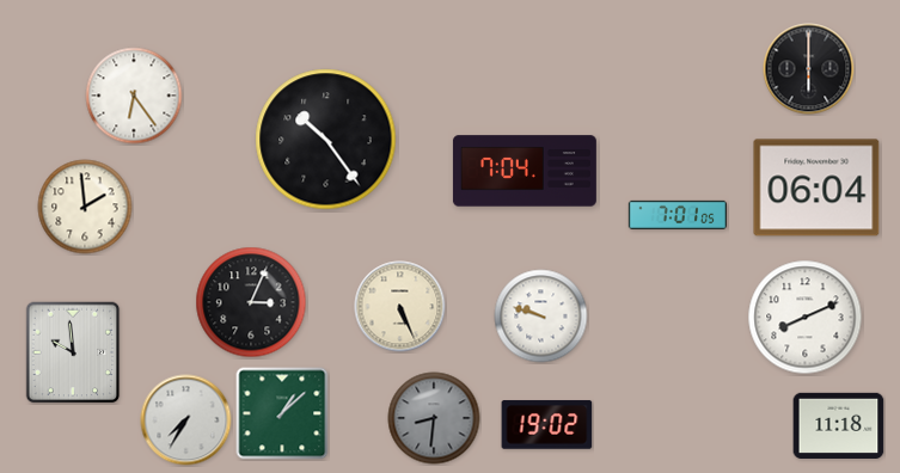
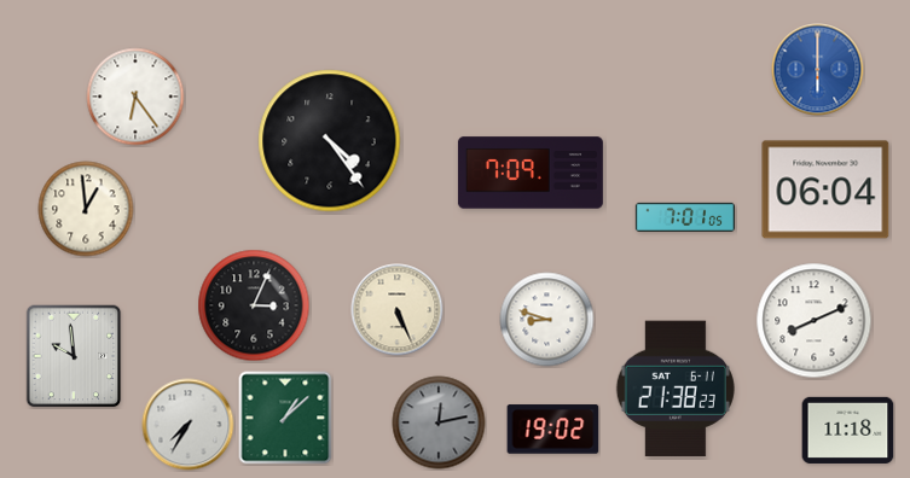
clock at (809, 69) dial: black -> blue
clock at (326, 140): 10:24 -> 4:24
clock at (525, 171): 7:04 -> 7:09
clock at (85, 207): 1:59 -> 12:59
clock at (400, 307) position: (400, 307) -> (398, 310)
clock at (541, 317): 9:48 -> 8:48
clock at (676, 389): none -> 21:38
clock at (434, 418): 8:31 -> 12:13
